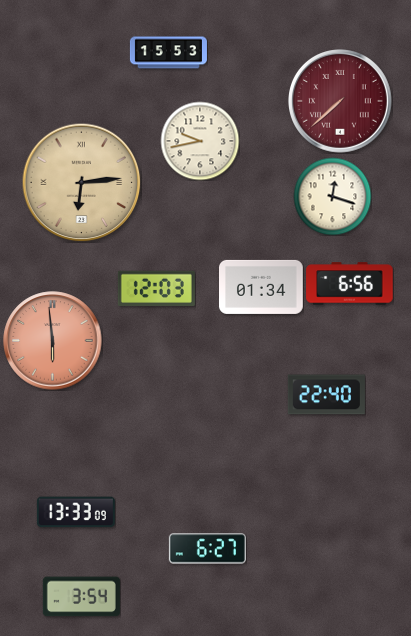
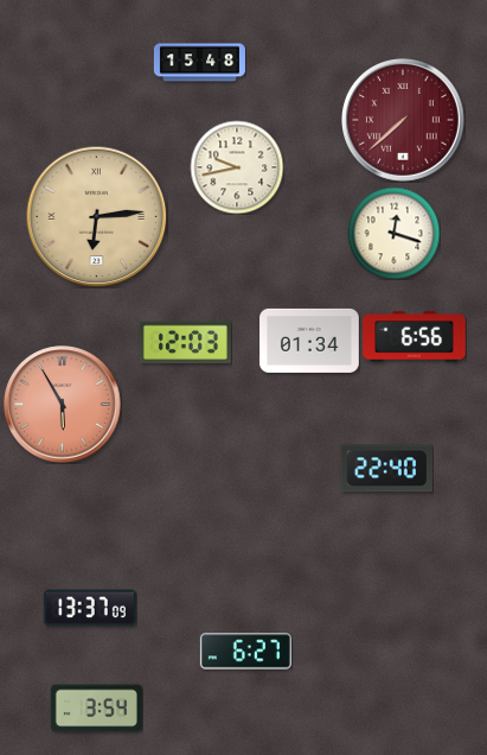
clock at (168, 53): 15:53 -> 15:48
clock at (53, 341): 5:59 -> 5:55
clock at (76, 512): 13:33 -> 13:37
